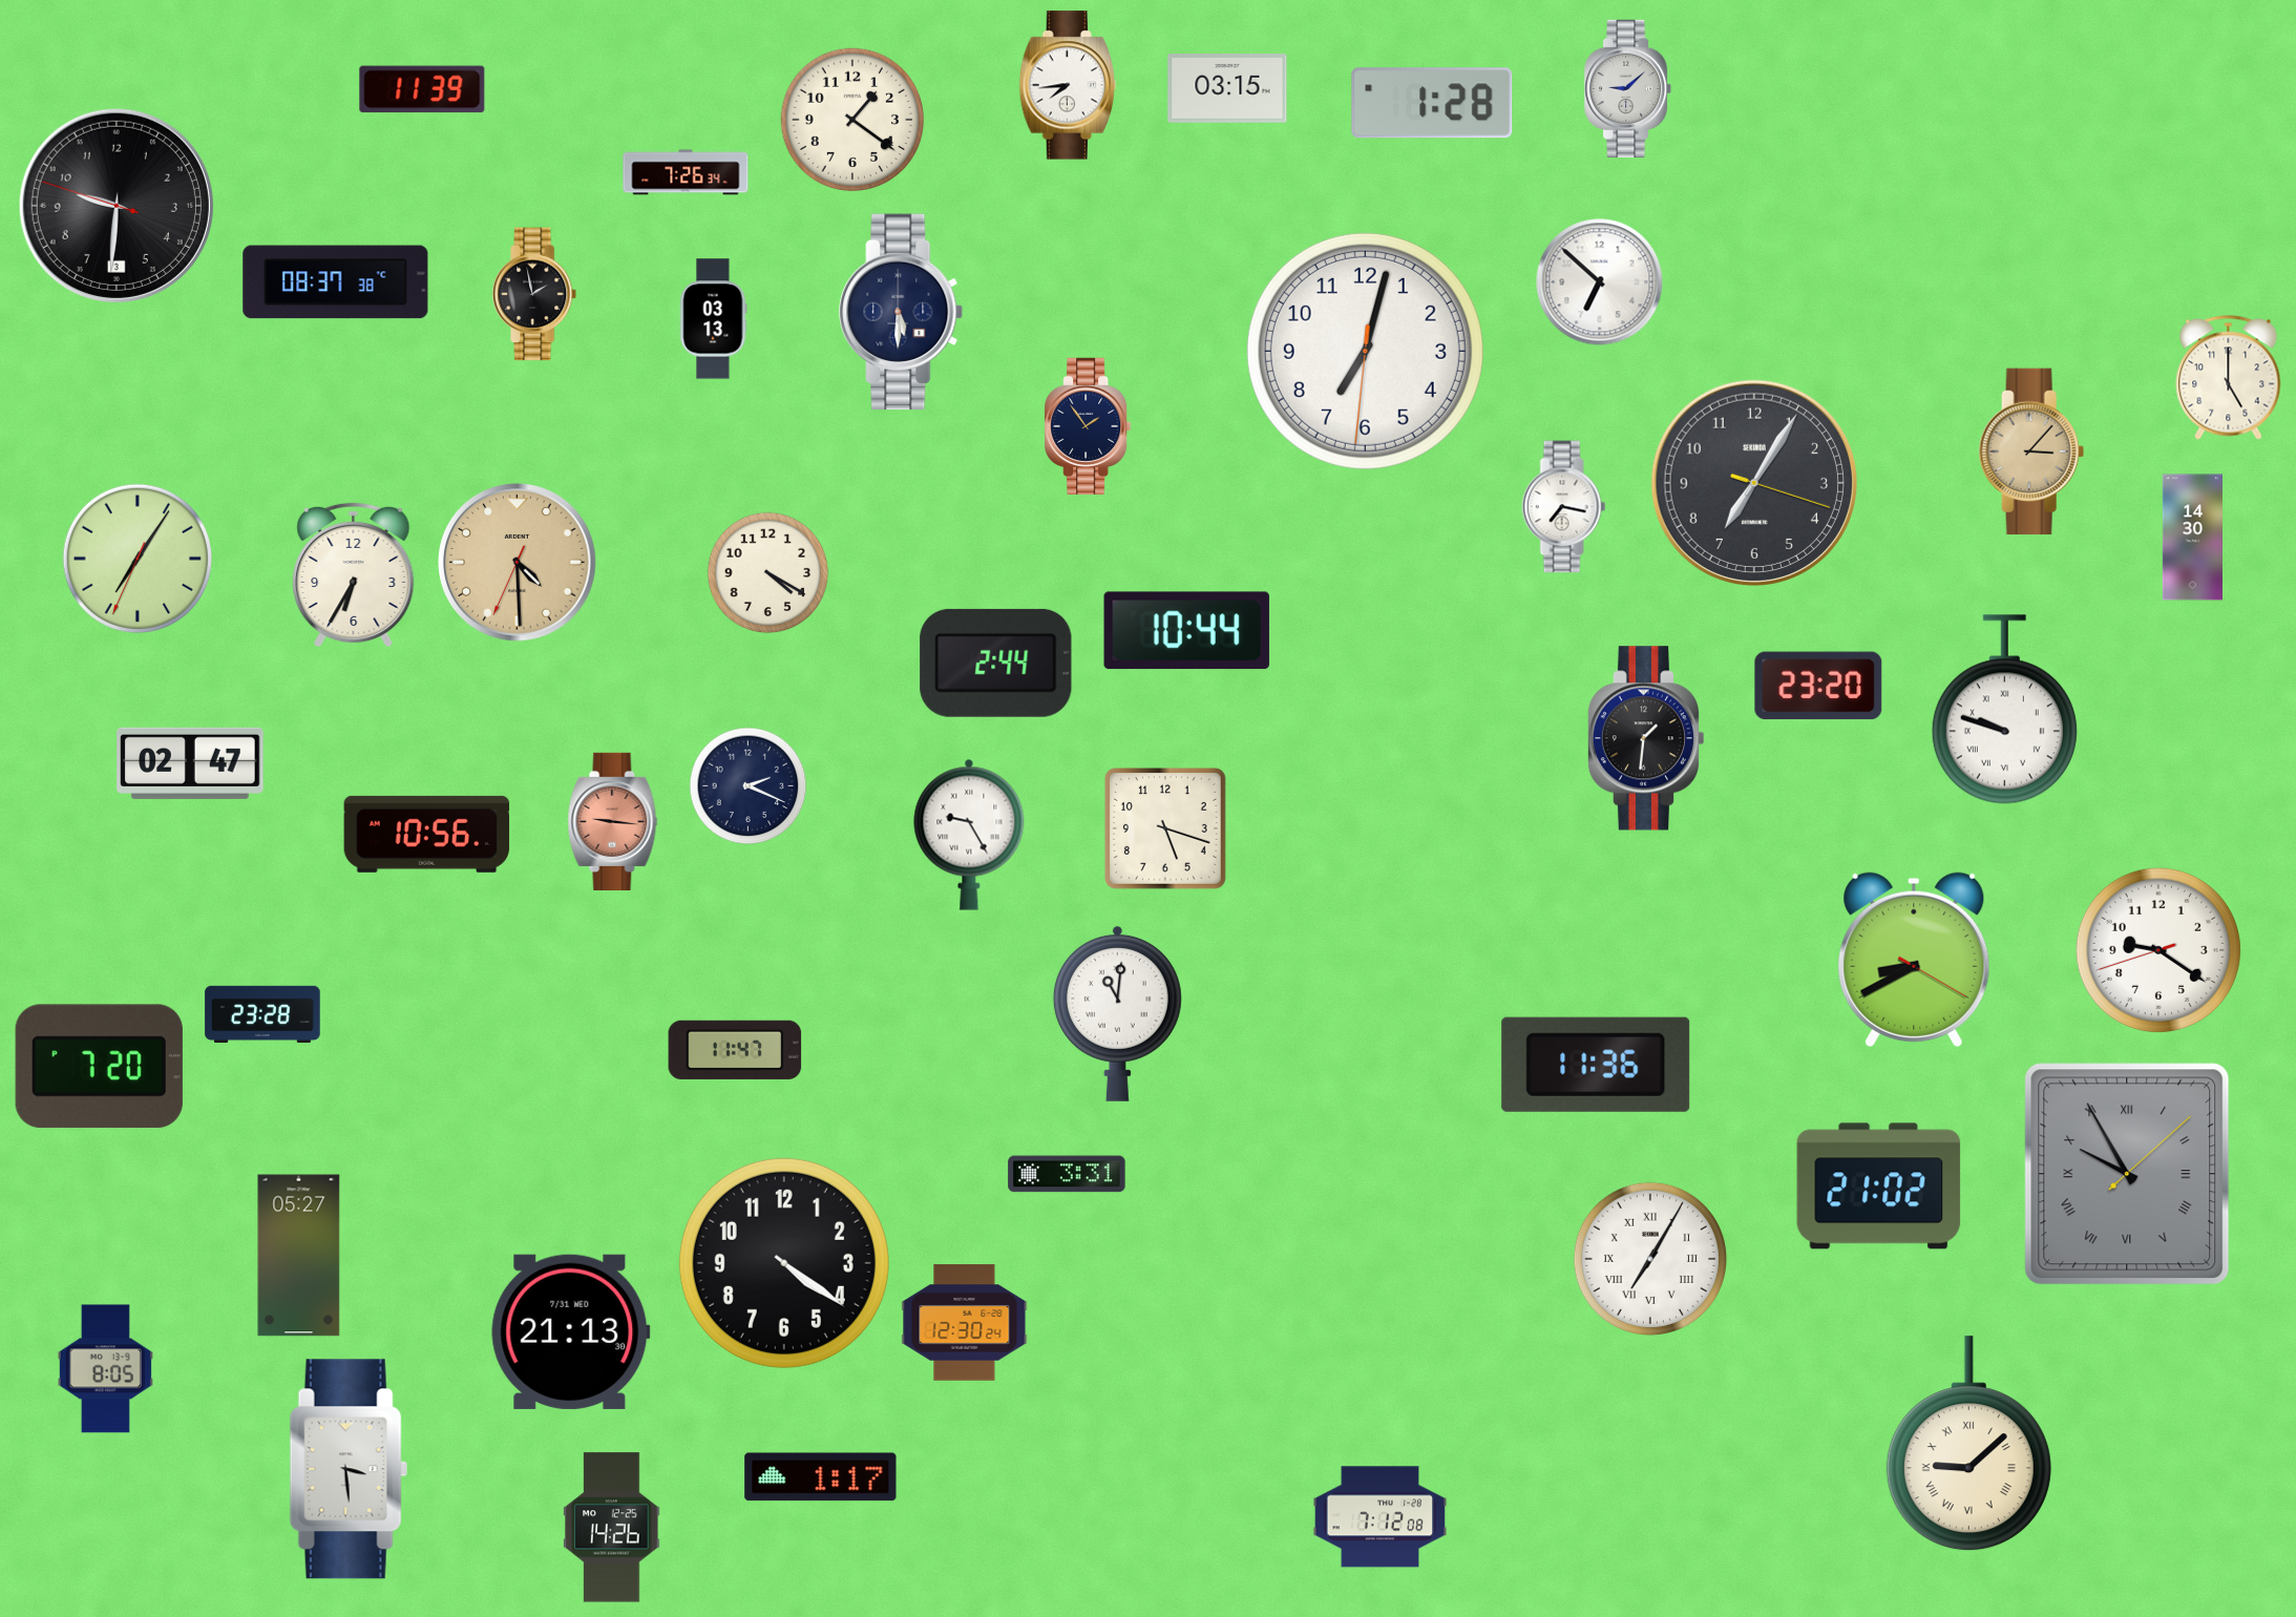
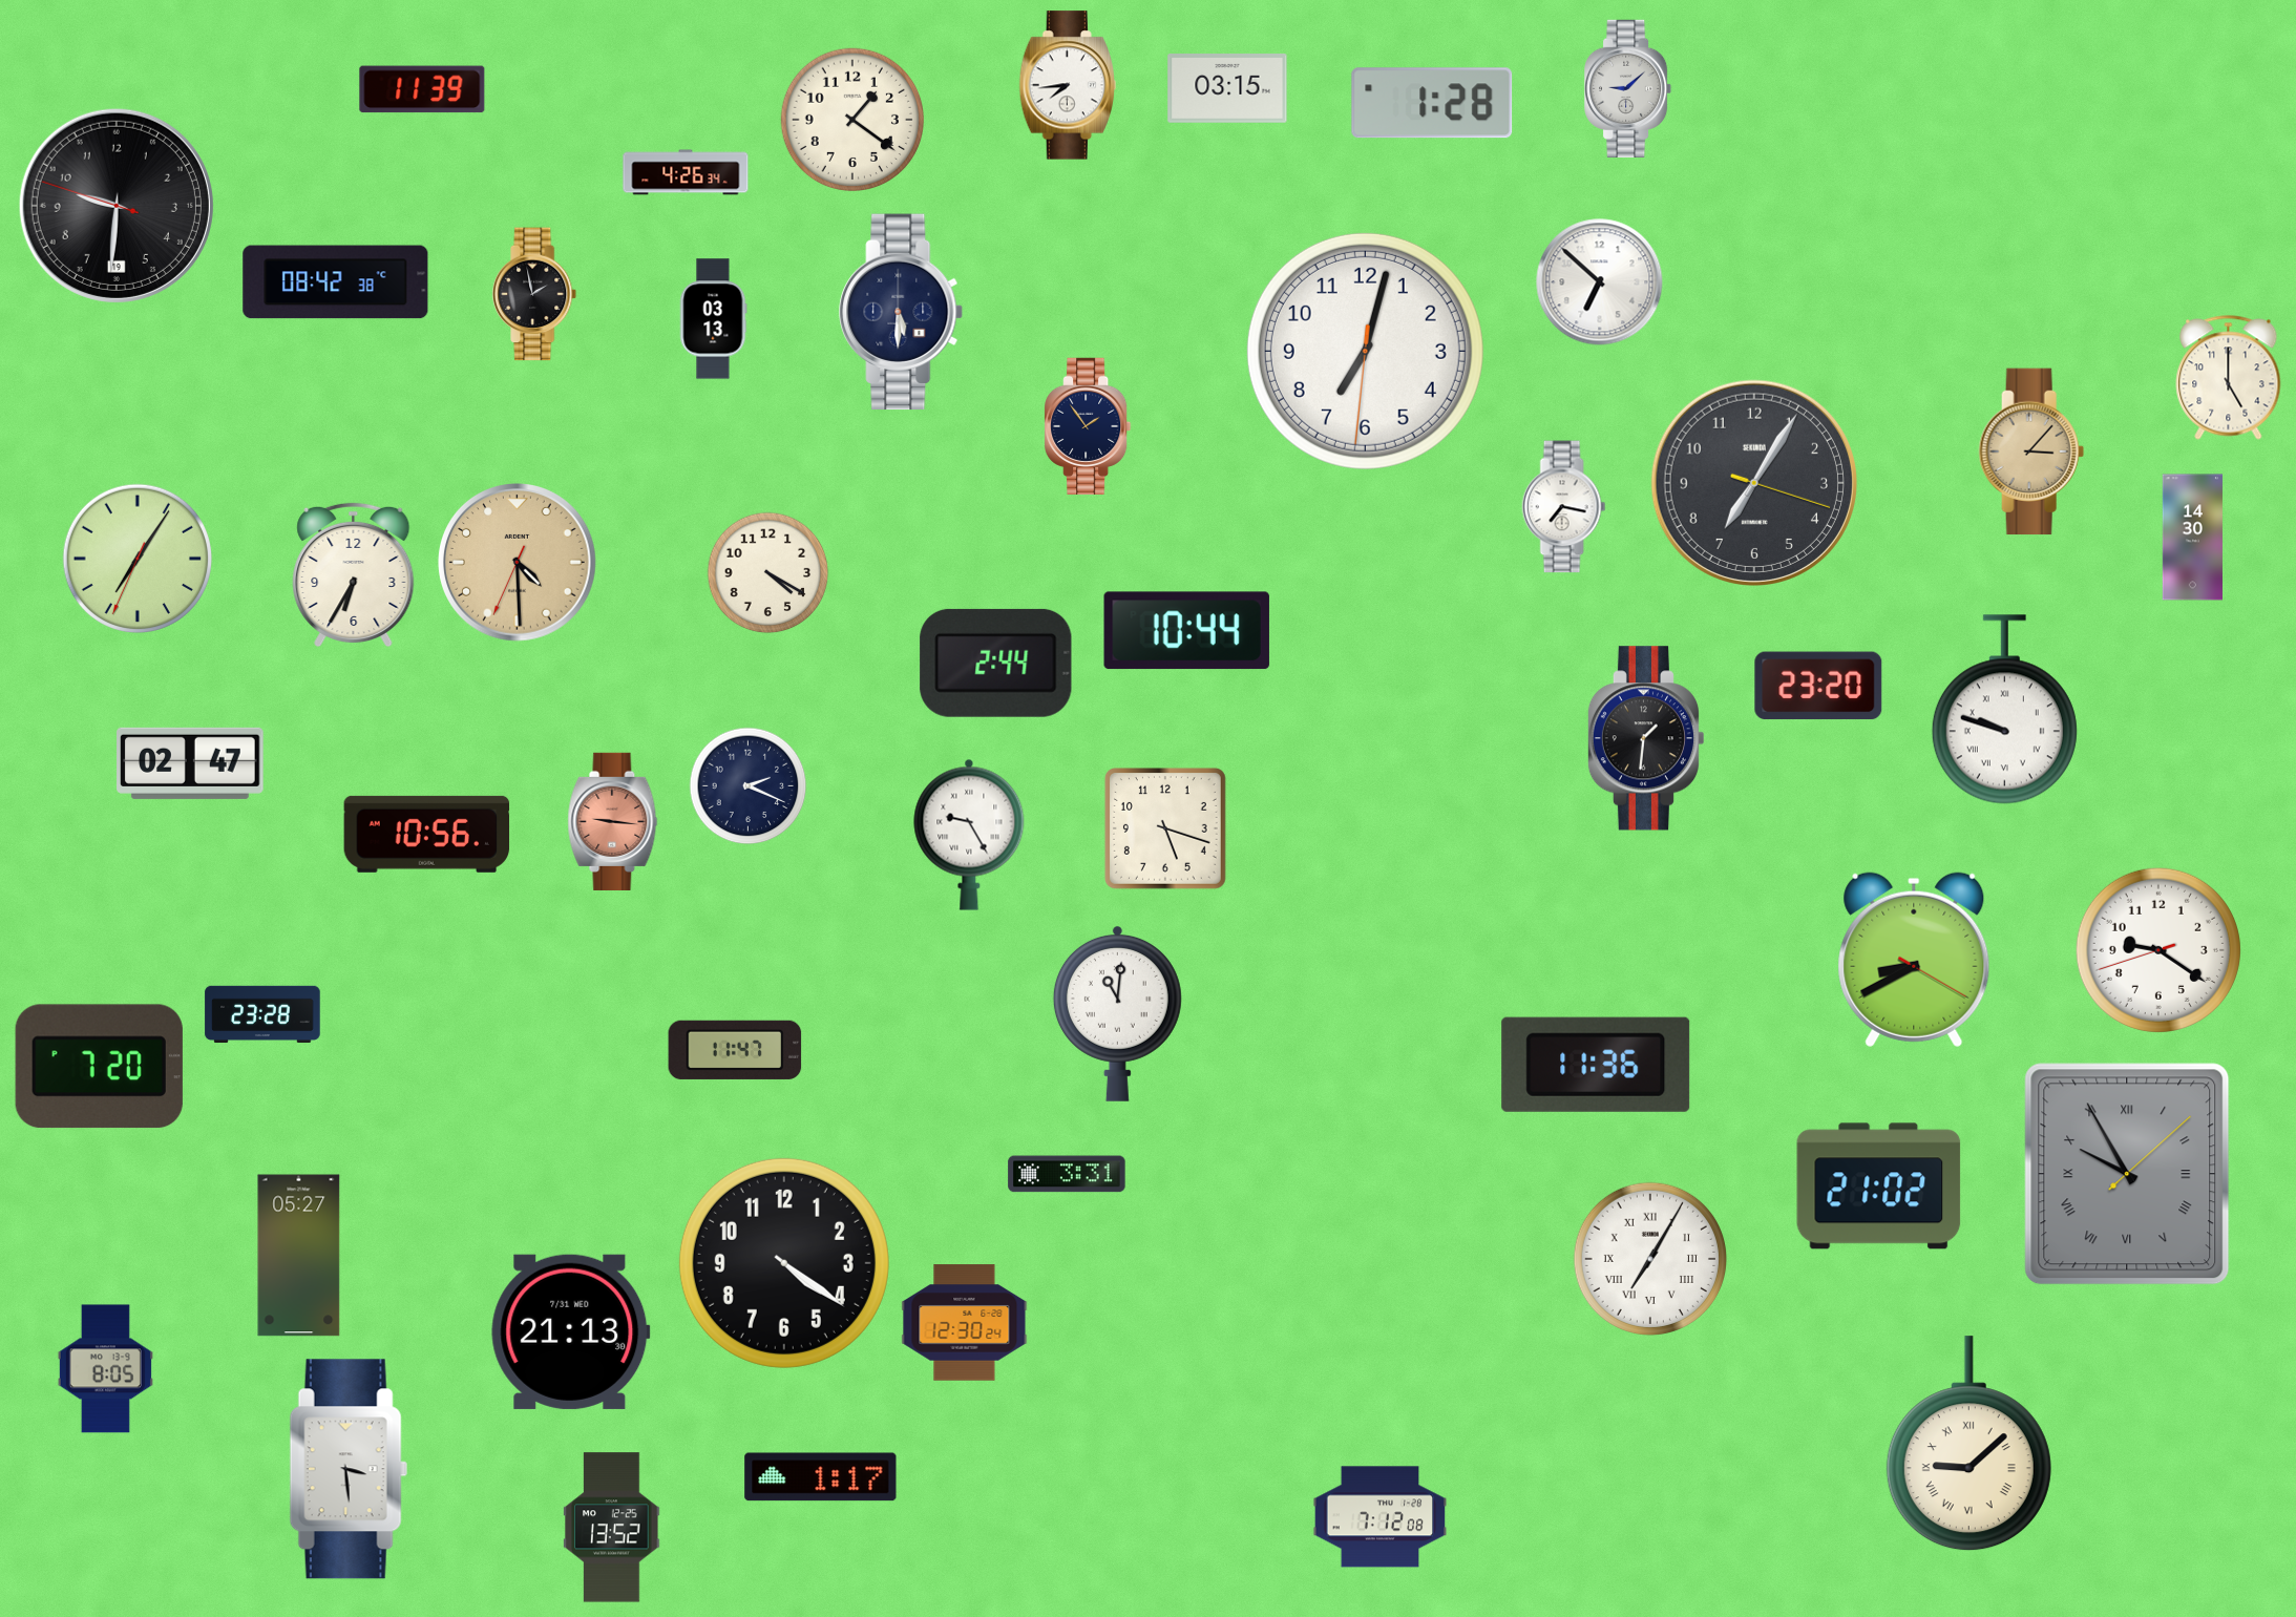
clock at (686, 172): 7:26 -> 4:26
clock at (117, 206) date: 3 -> 19
clock at (336, 282): 08:37 -> 08:42
clock at (612, 1528): 14:26 -> 13:52
